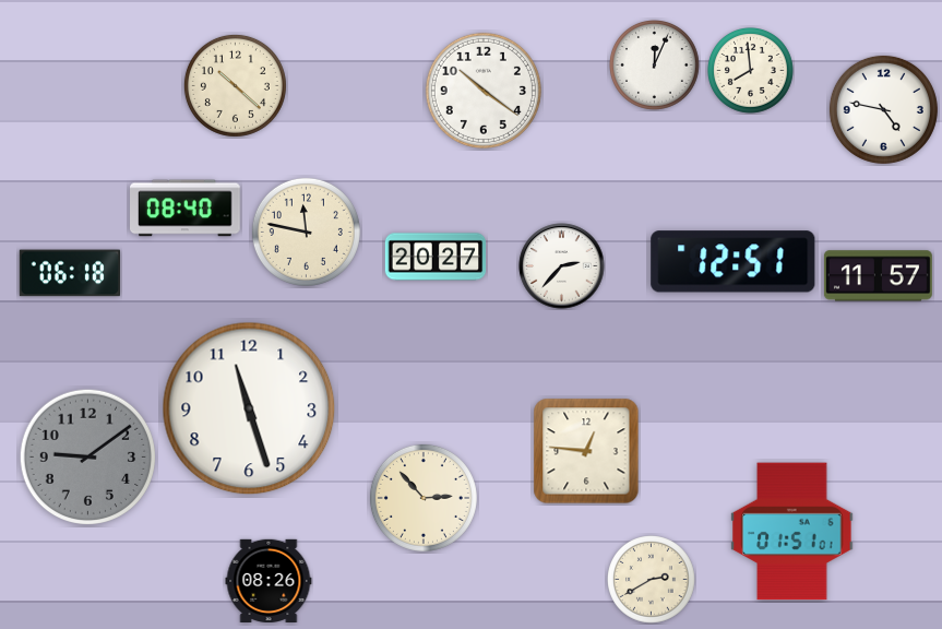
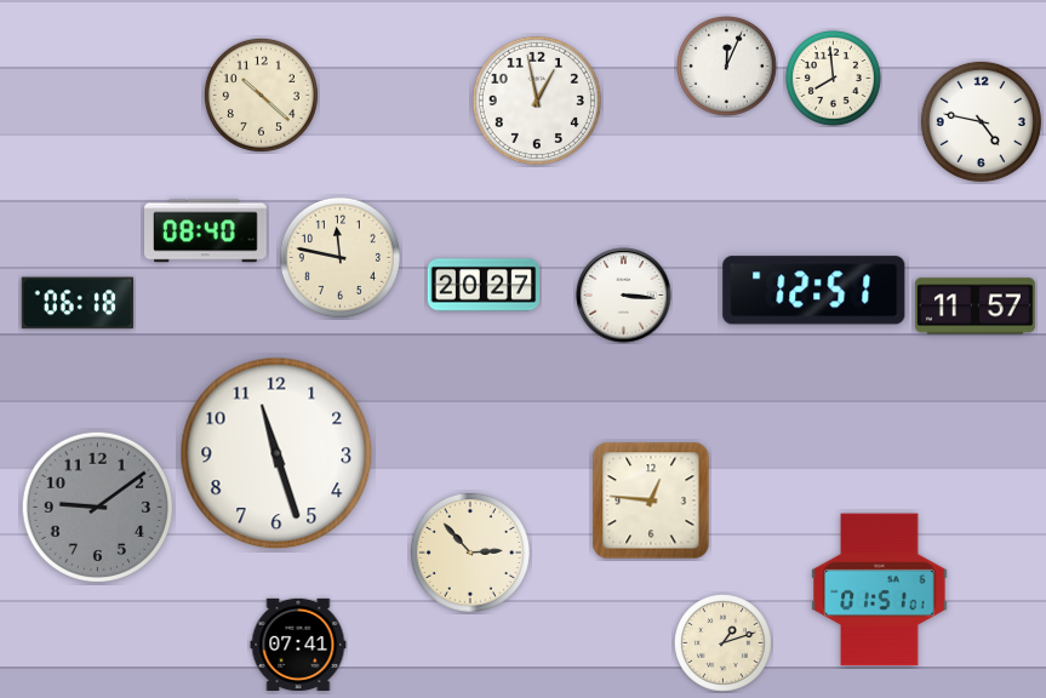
clock at (655, 66) position: (655, 66) -> (727, 67)
clock at (484, 91): 10:21 -> 12:58
clock at (562, 266): 2:37 -> 3:16
clock at (269, 580): 08:26 -> 07:41
clock at (652, 580): 2:40 -> 1:12
